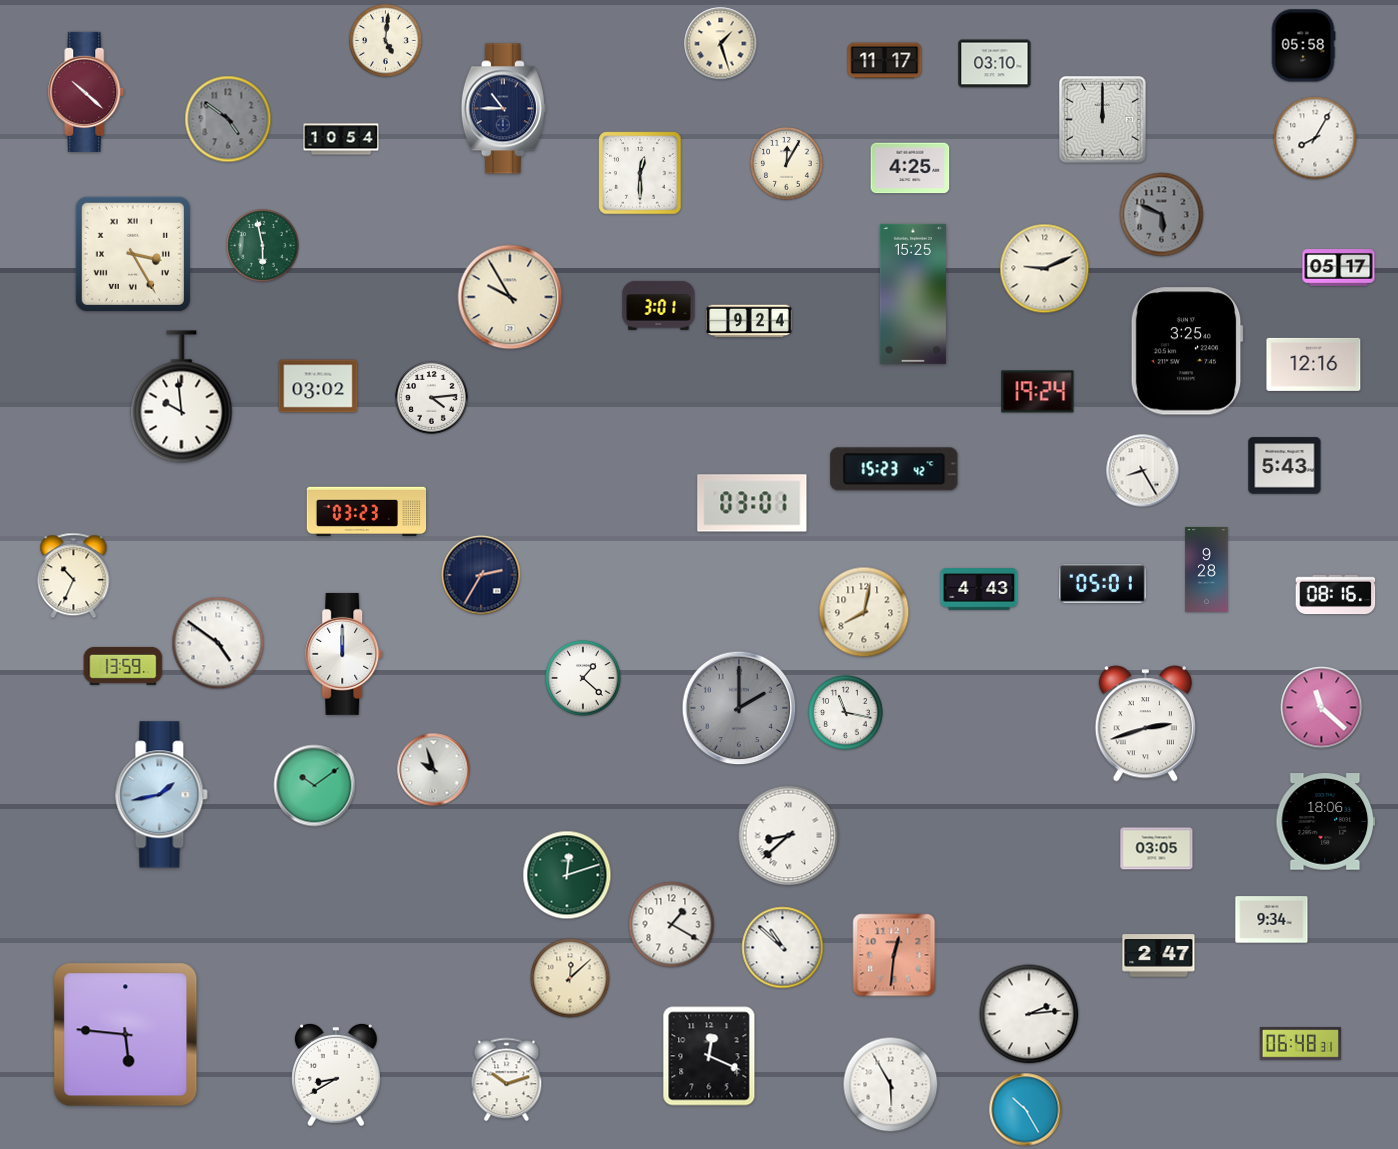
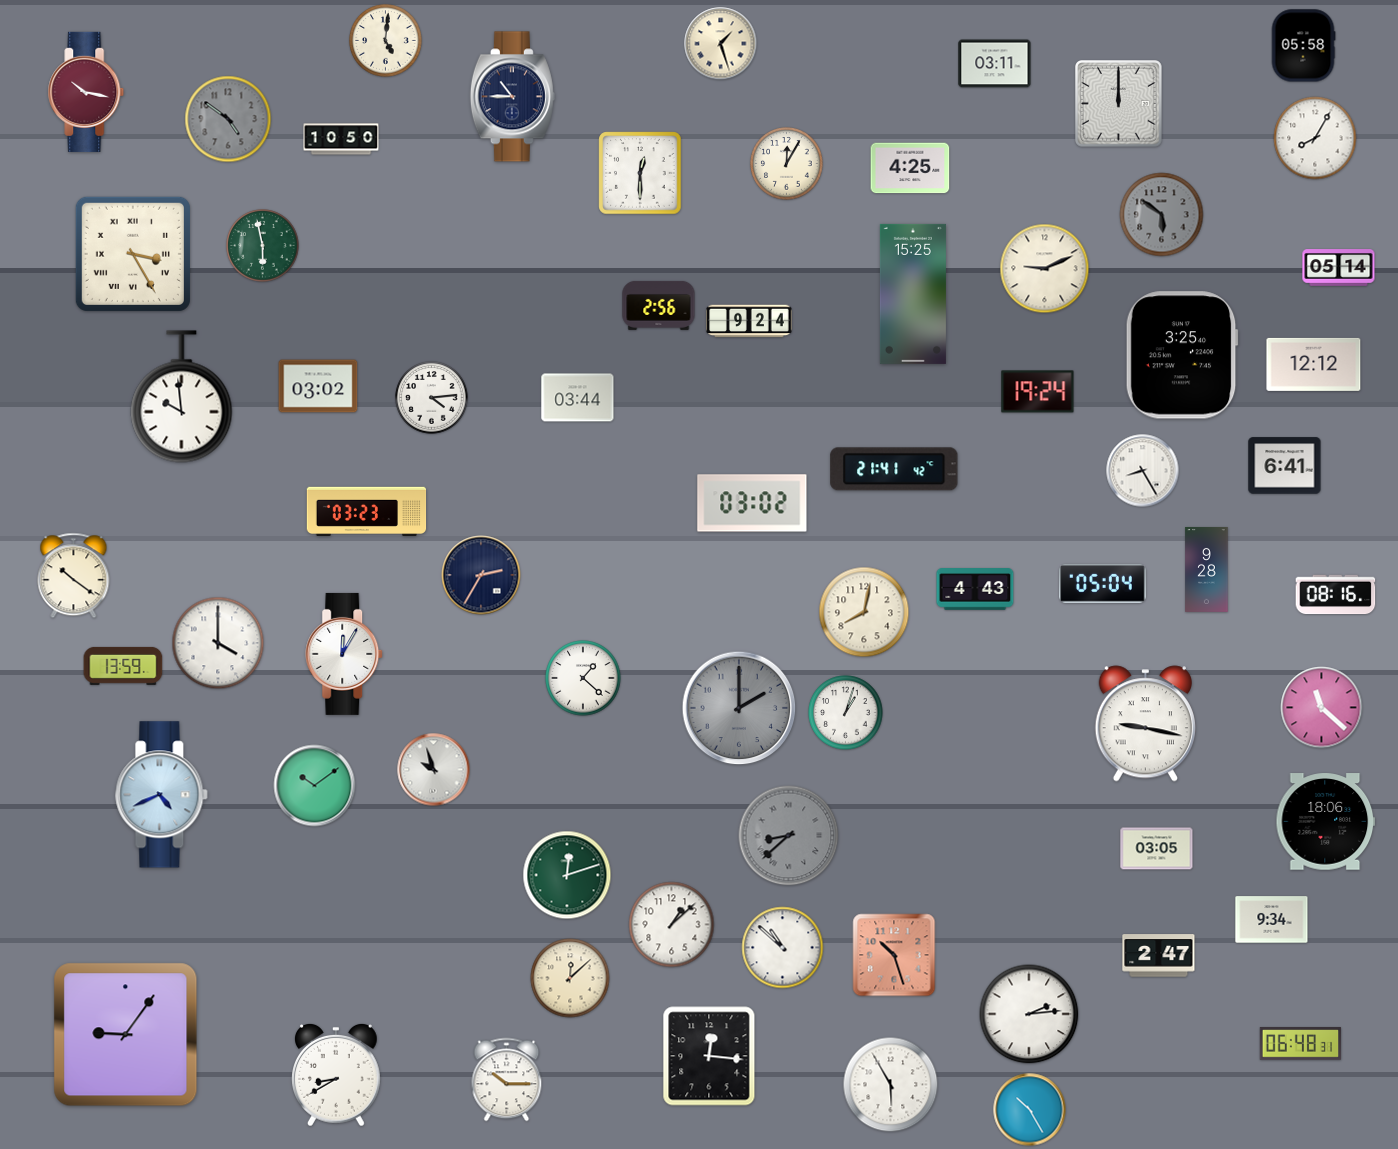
clock at (885, 61): 11:17 -> none
clock at (995, 64): 03:10 -> 03:11
clock at (86, 92): 10:22 -> 10:17
clock at (503, 109) position: (503, 109) -> (512, 97)
clock at (1103, 120) position: (1103, 120) -> (1119, 104)
clock at (341, 139): 10:54 -> 10:50
clock at (1162, 215): 5:49 -> 5:51
clock at (1339, 268): 05:17 -> 05:14
clock at (510, 297): 9:55 -> none
clock at (659, 305): 3:01 -> 2:56
clock at (1187, 351) position: (1187, 351) -> (1182, 355)
clock at (1314, 364): 12:16 -> 12:12
clock at (578, 398): none -> 03:44
clock at (1285, 466): 5:43 -> 6:41
clock at (894, 469): 15:23 -> 21:41
clock at (752, 503): 03:01 -> 03:02
clock at (74, 576): 10:34 -> 10:21
clock at (1103, 584): 05:01 -> 05:04
clock at (979, 589) position: (979, 589) -> (975, 589)
clock at (218, 643): 4:51 -> 4:00
clock at (345, 654): 12:00 -> 12:05
clock at (846, 713): 11:17 -> 1:03
clock at (1145, 724): 2:42 -> 9:17
clock at (162, 795): 1:43 -> 4:41
clock at (789, 836) dial: white -> grey
clock at (672, 925): 1:20 -> 1:08
clock at (894, 955): 12:31 -> 10:27
clock at (126, 1035): 5:46 -> 9:06
clock at (709, 1056): 12:19 -> 12:16
clock at (507, 1080): 10:12 -> 10:15
clock at (1026, 1110) position: (1026, 1110) -> (1030, 1110)
